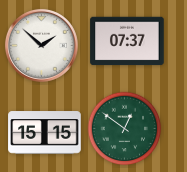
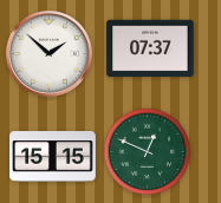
clock at (125, 129): 12:51 -> 12:49
